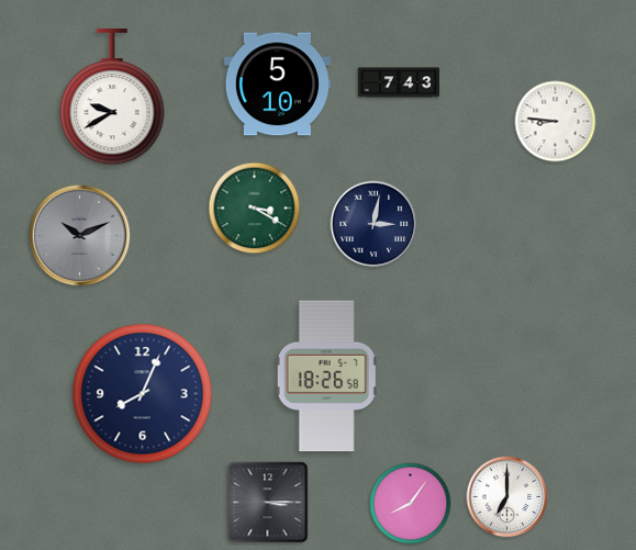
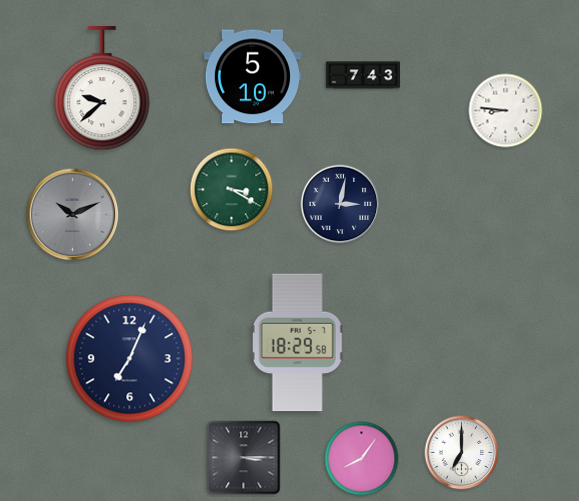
clock at (112, 98): 9:40 -> 9:38
clock at (326, 377): 18:26 -> 18:29
clock at (143, 394): 8:04 -> 7:04
clock at (411, 504) position: (411, 504) -> (362, 459)
